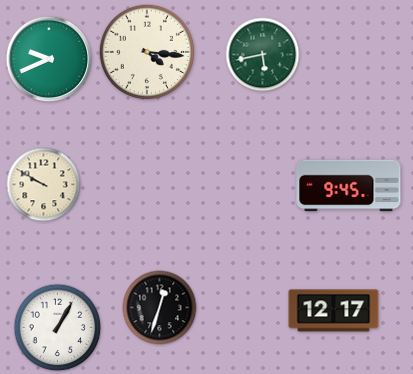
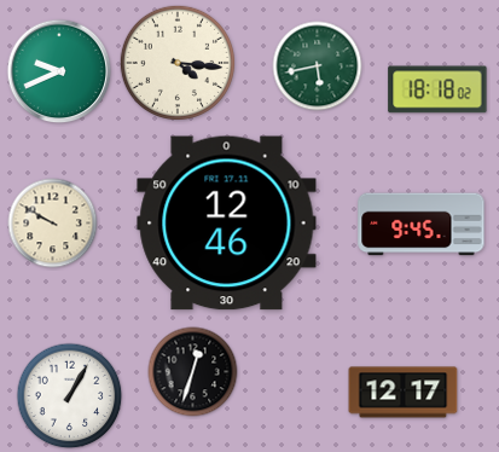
clock at (437, 89): none -> 18:18
clock at (227, 224): none -> 12:46
clock at (334, 311) position: (334, 311) -> (404, 393)
